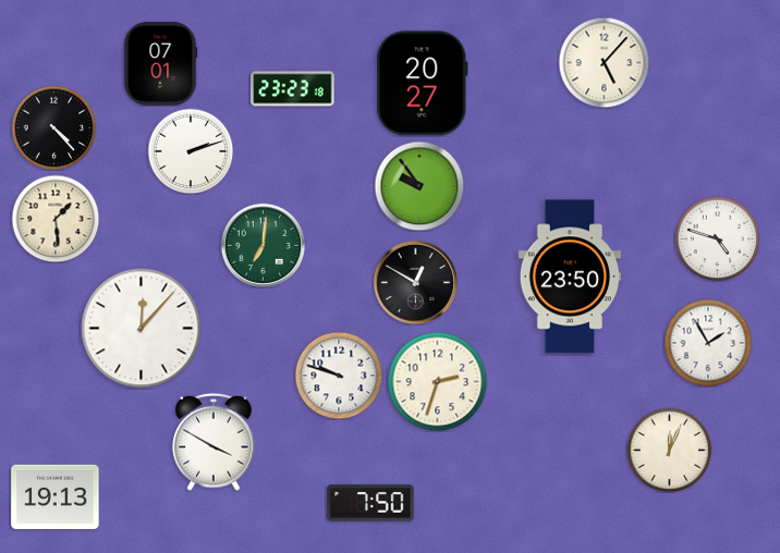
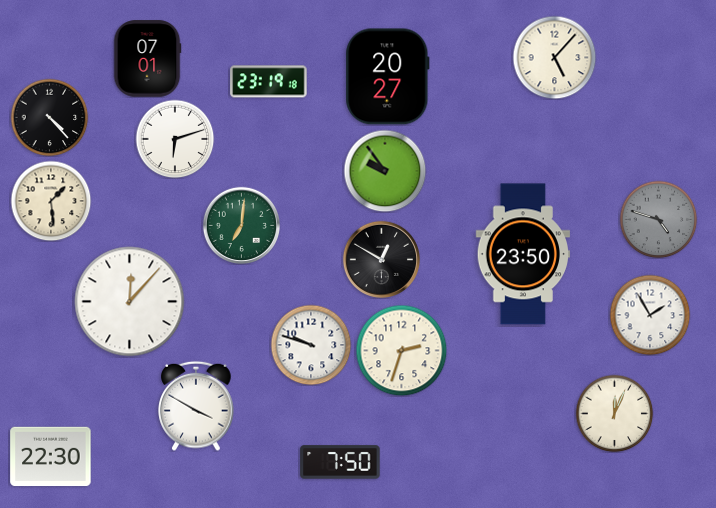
clock at (293, 89): 23:23 -> 23:19
clock at (191, 151): 2:12 -> 6:12
clock at (717, 238) dial: white -> grey
clock at (56, 497): 19:13 -> 22:30
